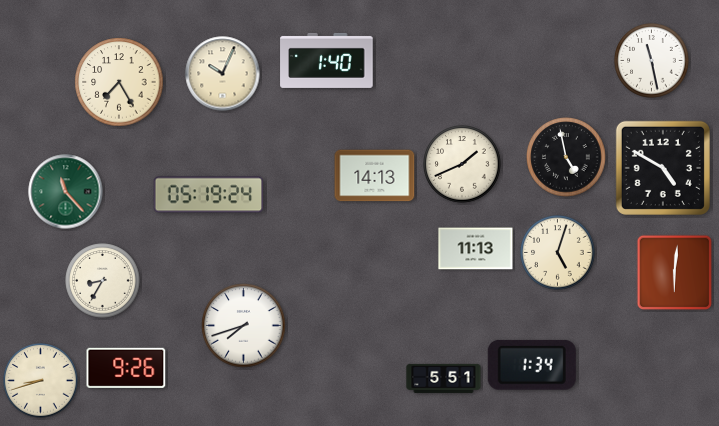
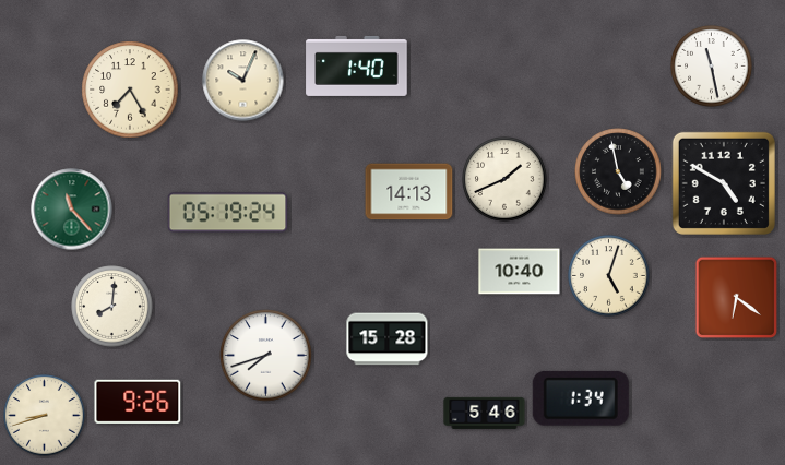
clock at (476, 249): 11:13 -> 10:40
clock at (675, 273): 6:01 -> 6:21
clock at (103, 281): 8:35 -> 8:01
clock at (388, 339): none -> 15:28
clock at (444, 378): 5:51 -> 5:46
